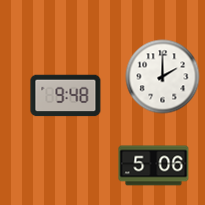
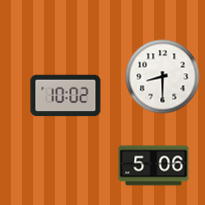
clock at (163, 77): 2:00 -> 8:30
clock at (66, 96): 9:48 -> 10:02
